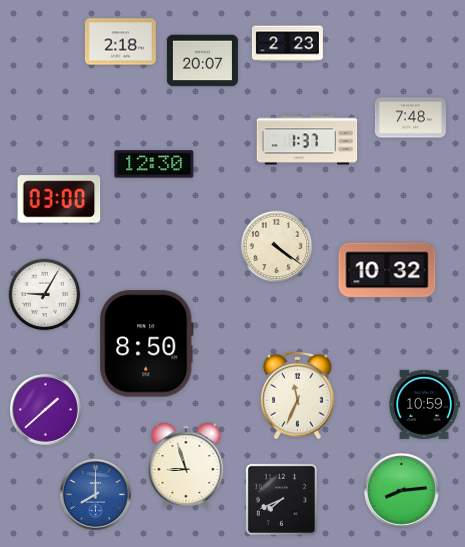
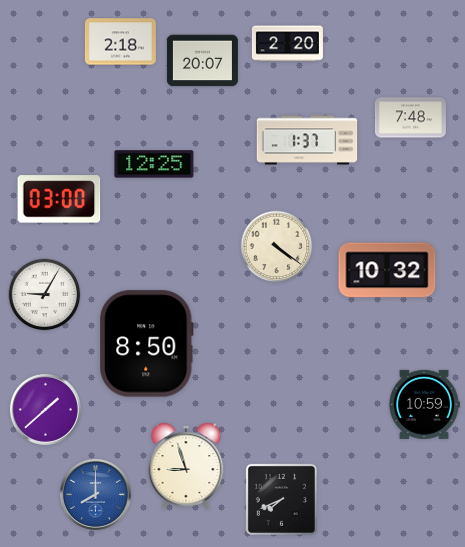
clock at (287, 44): 2:23 -> 2:20
clock at (154, 164): 12:30 -> 12:25
clock at (298, 396): 11:34 -> none
clock at (402, 491): 8:14 -> none
